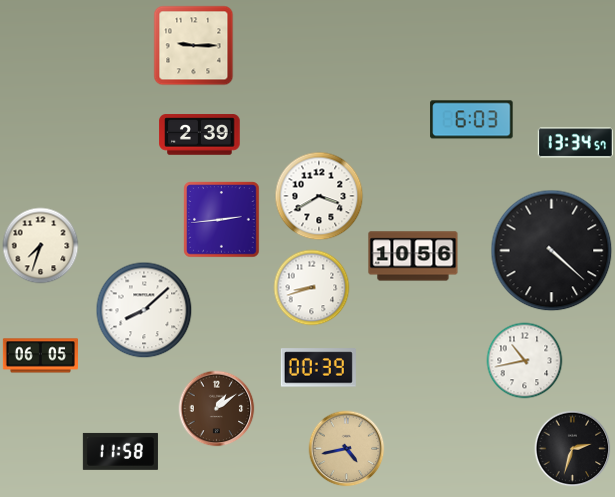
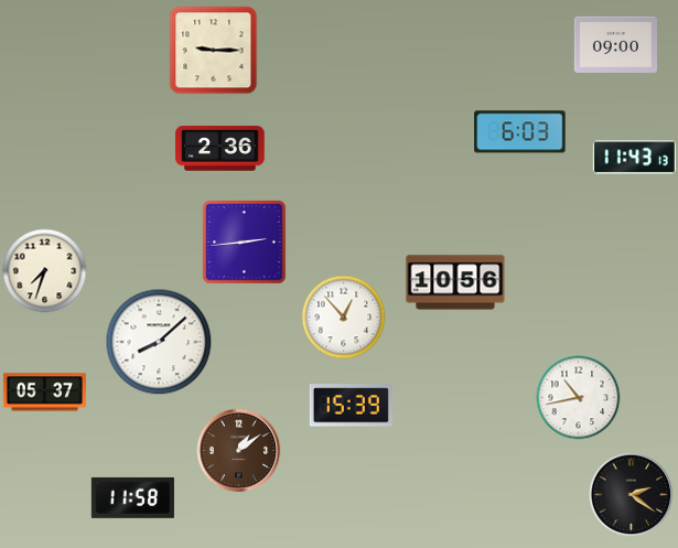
clock at (615, 44): none -> 09:00
clock at (200, 135): 2:39 -> 2:36
clock at (575, 143): 13:34 -> 11:43
clock at (319, 196): 3:40 -> none
clock at (552, 251): 4:22 -> none
clock at (312, 288): 8:42 -> 12:53
clock at (40, 356): 06:05 -> 05:37
clock at (318, 368): 00:39 -> 15:39
clock at (347, 449): 4:43 -> none
clock at (573, 449): 2:33 -> 2:21
